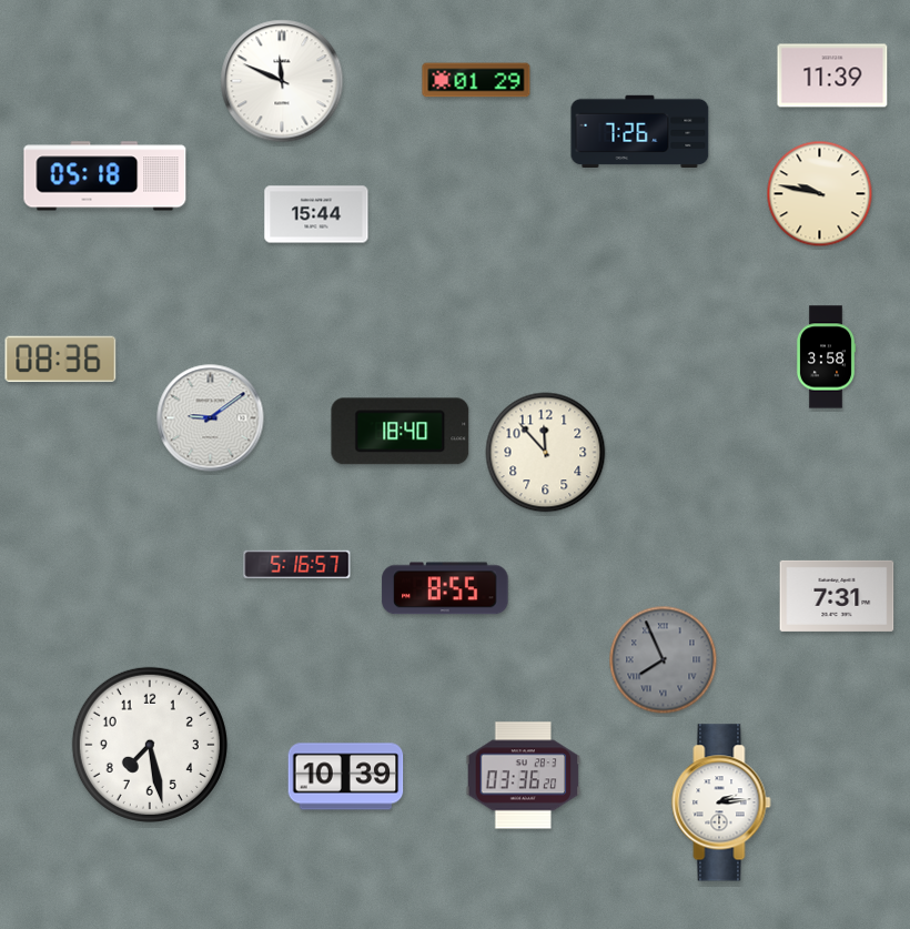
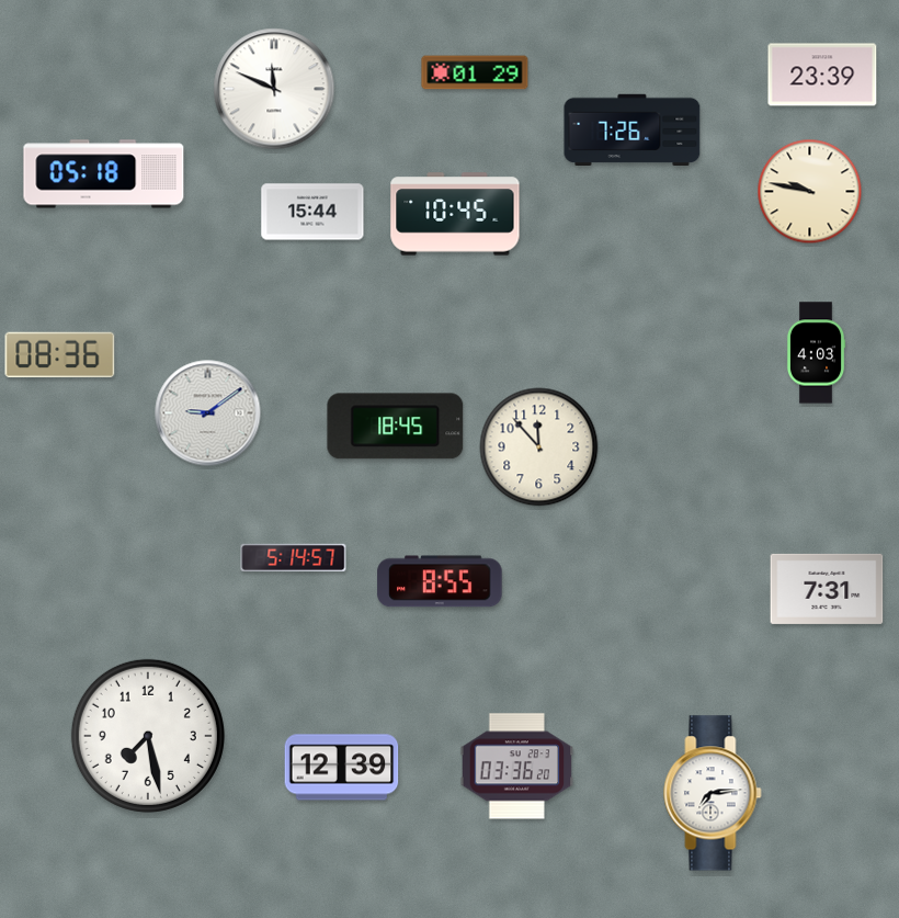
clock at (832, 75): 11:39 -> 23:39
clock at (476, 80) position: (476, 80) -> (475, 72)
clock at (282, 81) position: (282, 81) -> (274, 89)
clock at (455, 214): none -> 10:45
clock at (826, 357): 3:58 -> 4:03
clock at (401, 432): 18:40 -> 18:45
clock at (297, 564): 5:16 -> 5:14
clock at (664, 660): 7:56 -> none
clock at (346, 777): 10:39 -> 12:39
clock at (721, 802): 2:14 -> 7:14
